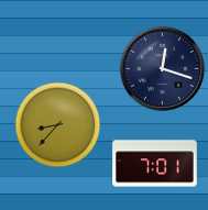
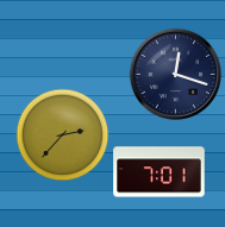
clock at (57, 124): 8:37 -> 2:37
clock at (155, 164) position: (155, 164) -> (160, 172)
